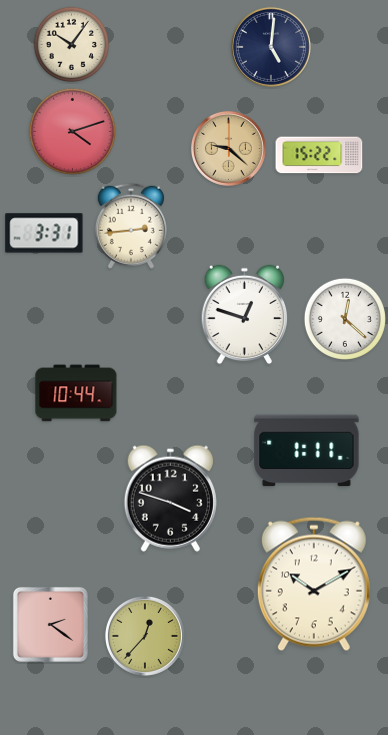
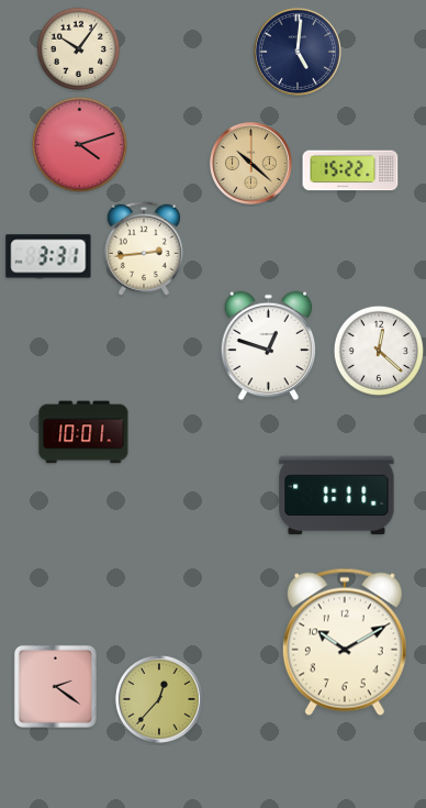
clock at (228, 148): 9:22 -> 10:22
clock at (76, 393): 10:44 -> 10:01
clock at (170, 498): 3:48 -> none
